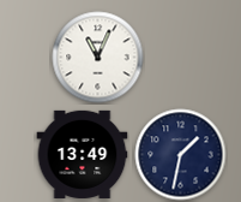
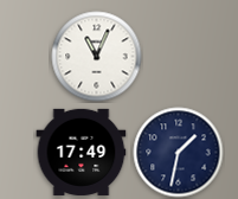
clock at (83, 154): 13:49 -> 17:49
